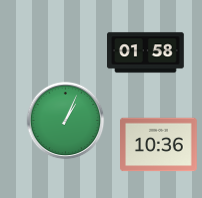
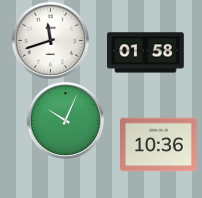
clock at (50, 40): none -> 11:42
clock at (65, 120): 1:04 -> 10:04
